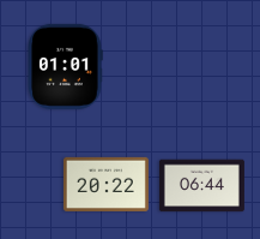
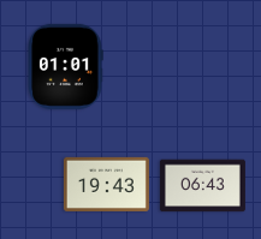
clock at (105, 184): 20:22 -> 19:43
clock at (201, 186): 06:44 -> 06:43
